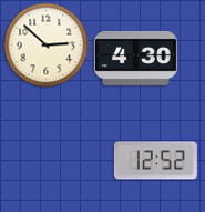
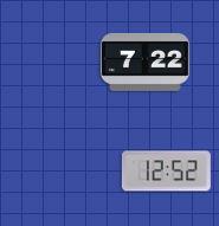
clock at (47, 46): 2:52 -> none
clock at (135, 58): 4:30 -> 7:22
